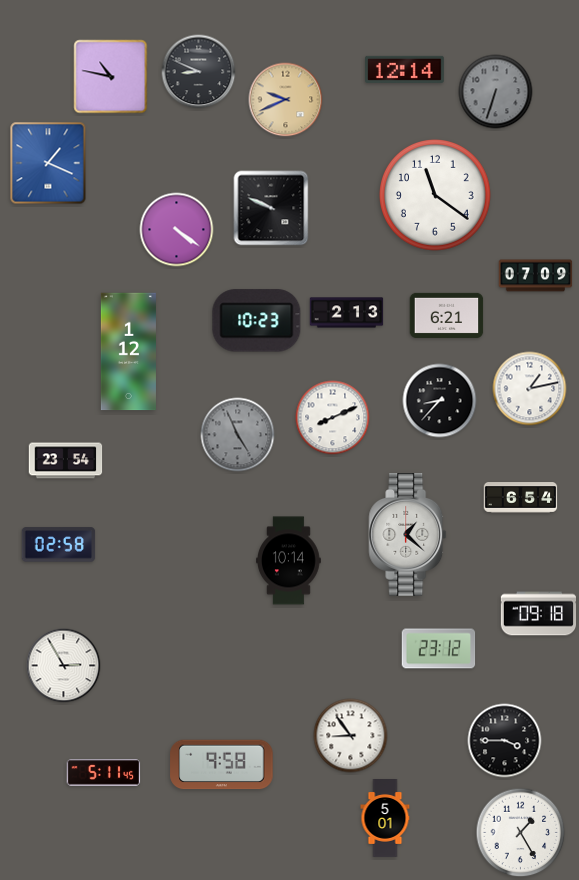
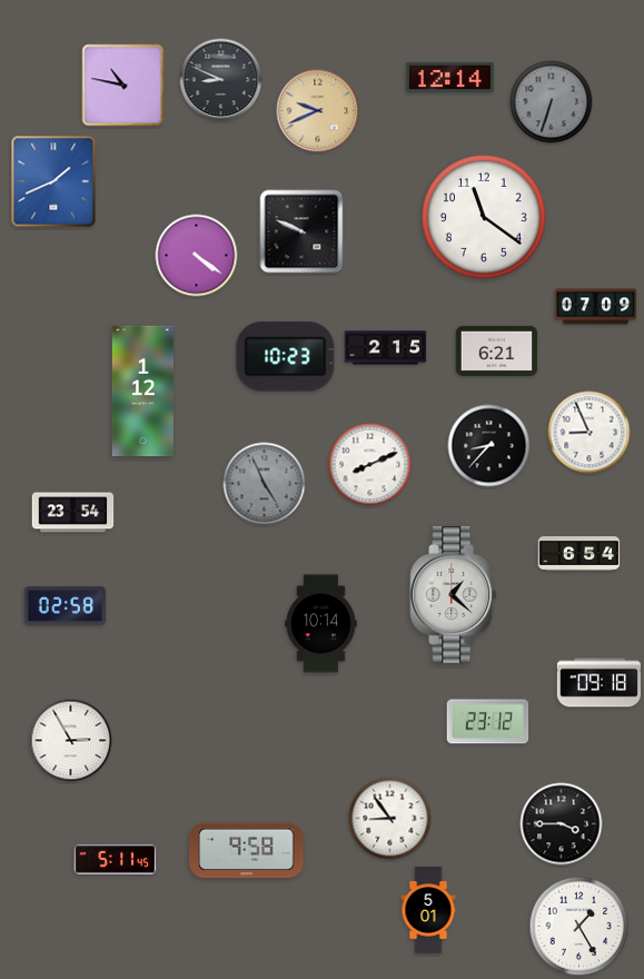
clock at (48, 163): 1:19 -> 1:41
clock at (347, 313): 2:13 -> 2:15
clock at (530, 389): 1:13 -> 8:56
